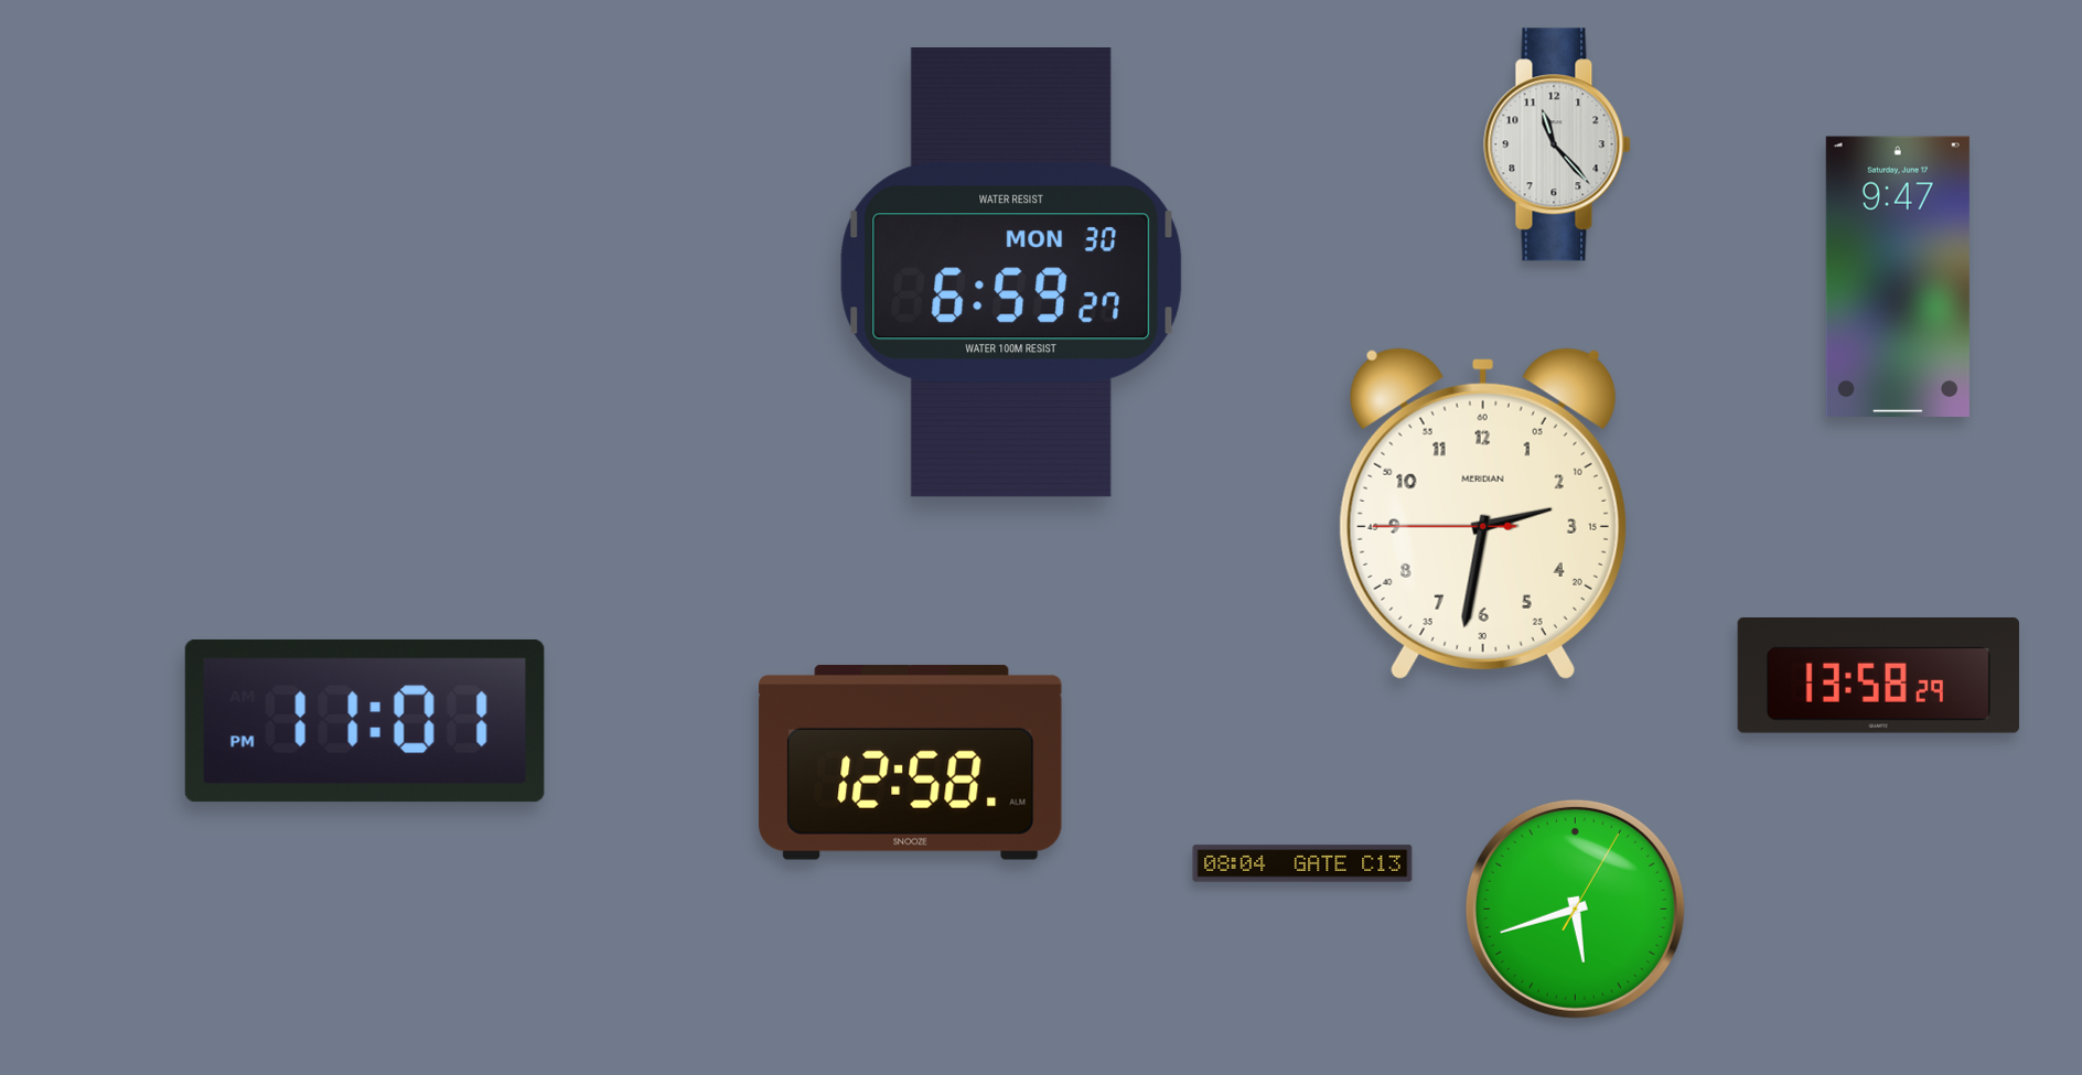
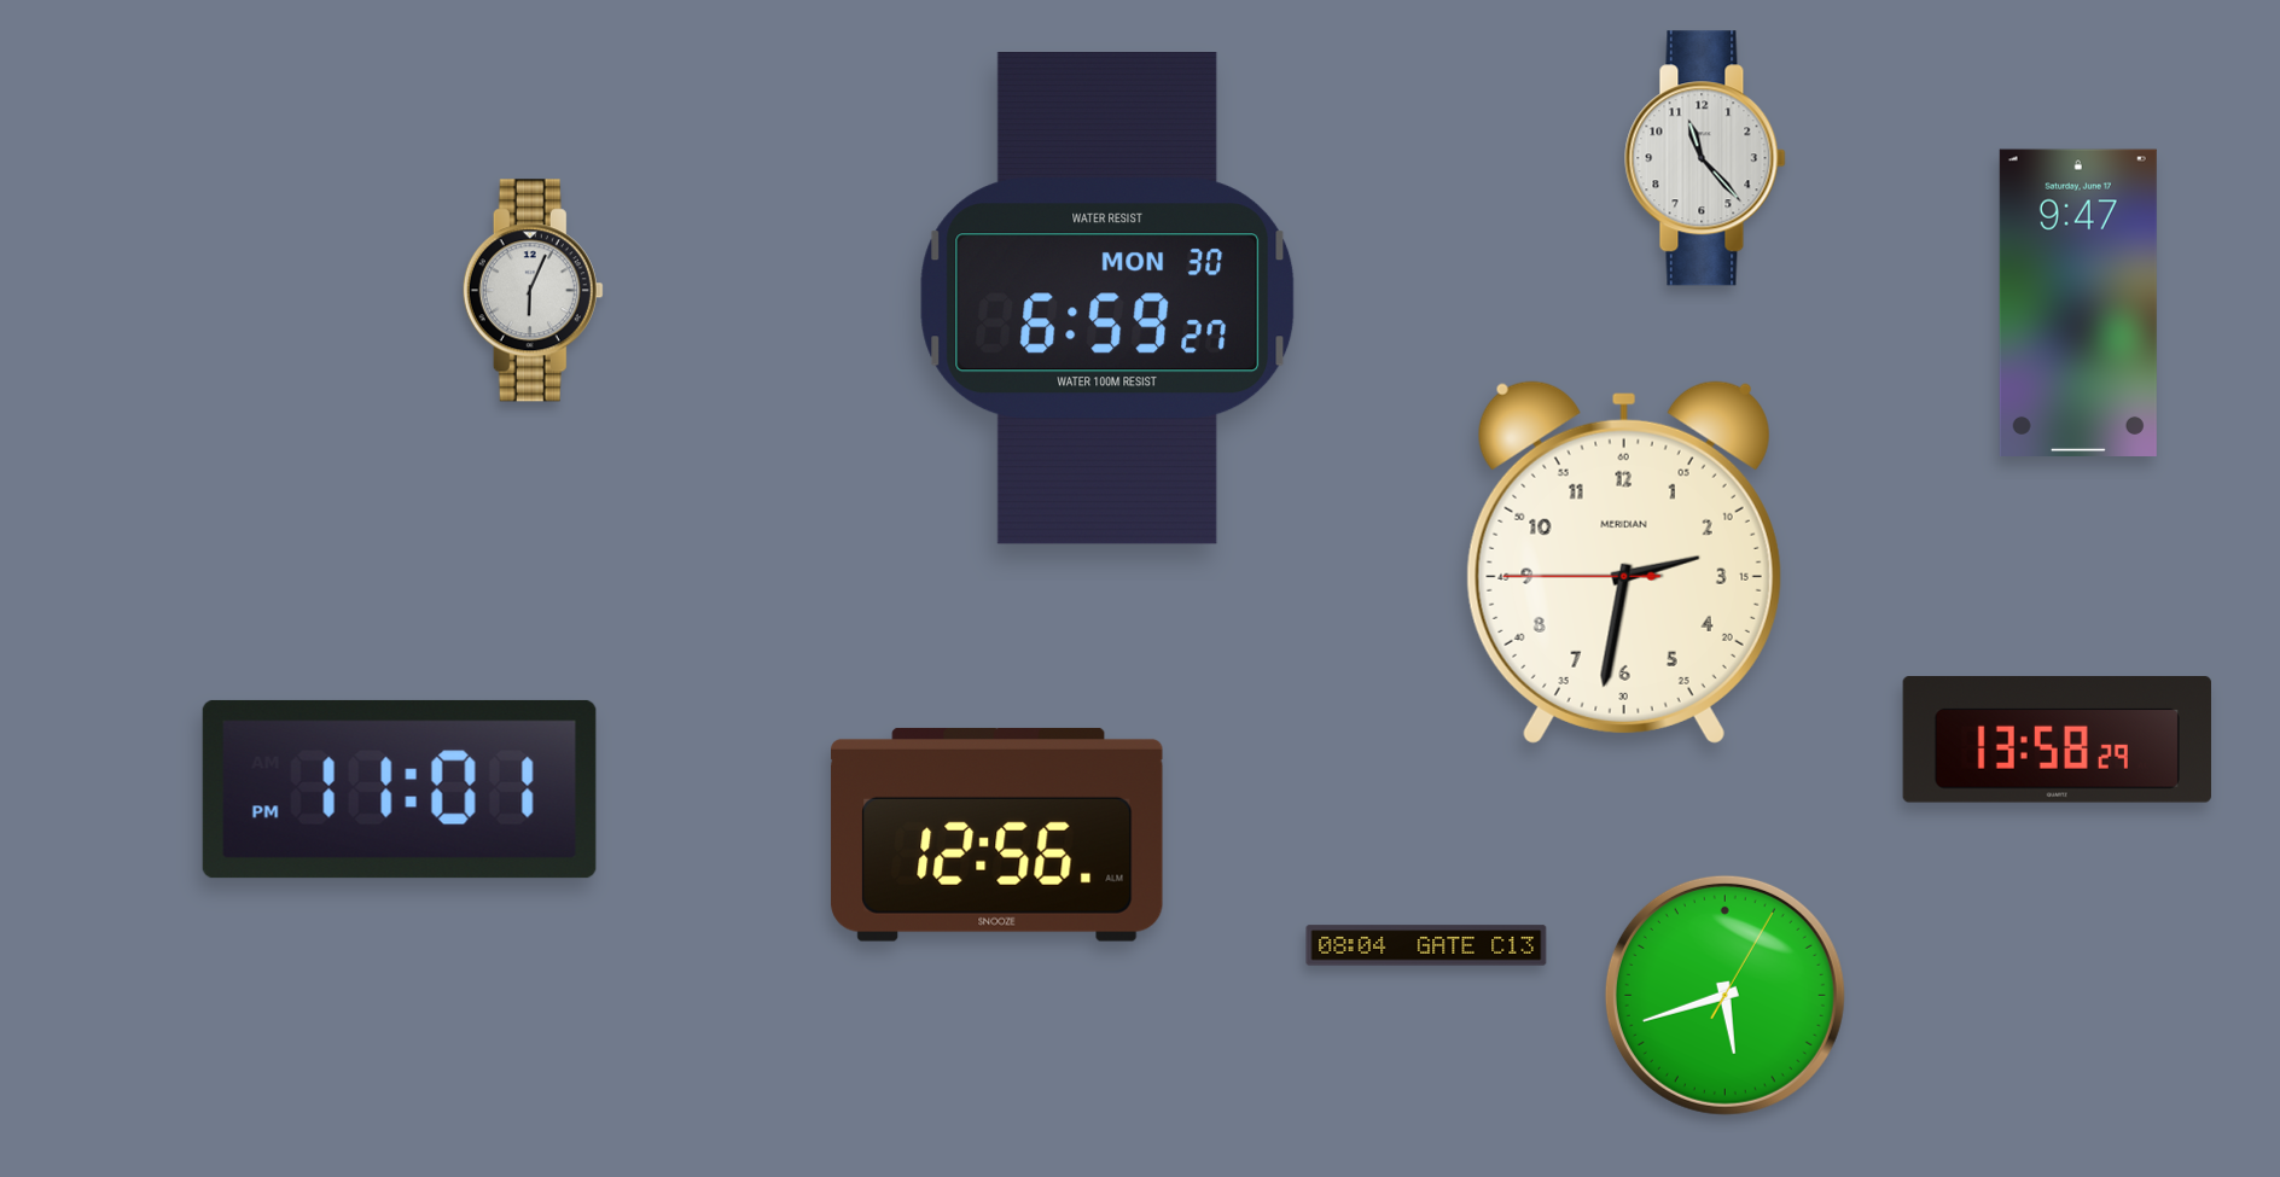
clock at (533, 291): none -> 6:04
clock at (911, 762): 12:58 -> 12:56
